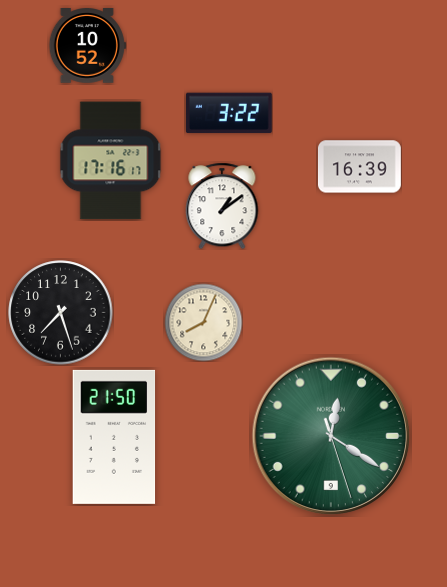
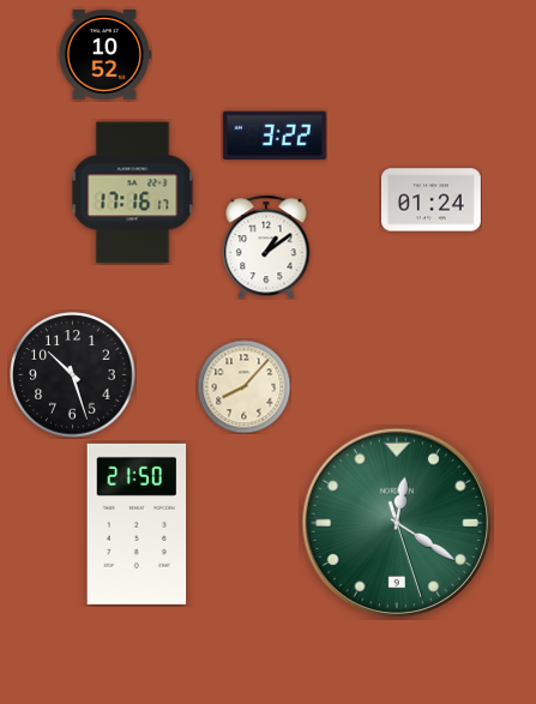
clock at (359, 167): 16:39 -> 01:24
clock at (61, 313): 7:27 -> 10:27
clock at (203, 322): 8:04 -> 8:07
